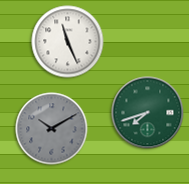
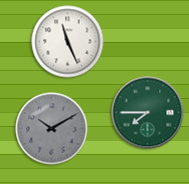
clock at (148, 113): 7:42 -> 7:45
